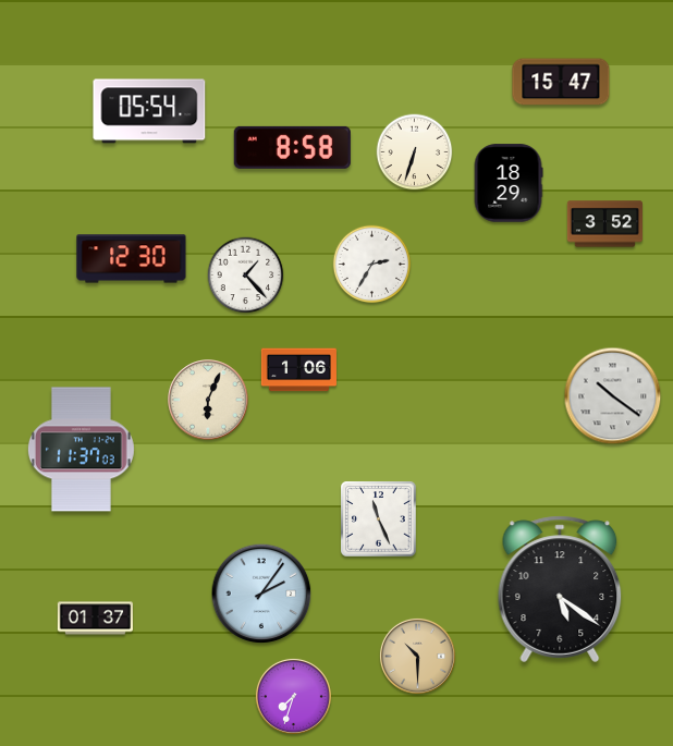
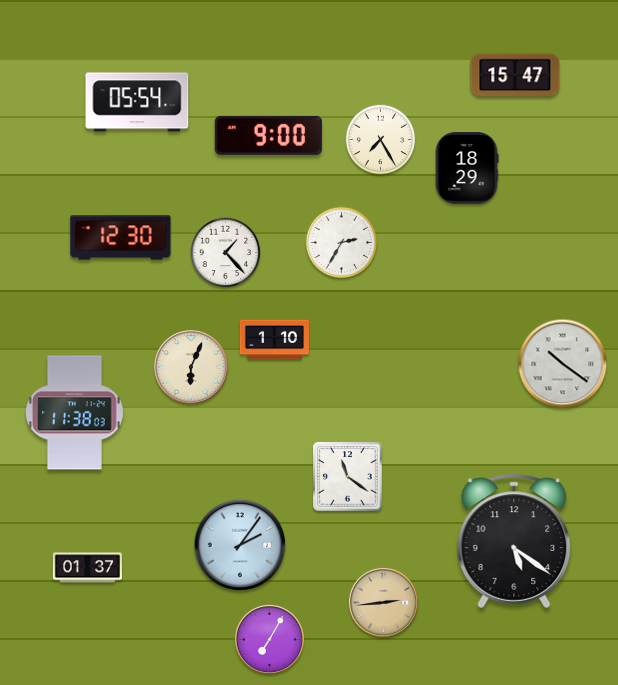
clock at (292, 147): 8:58 -> 9:00
clock at (415, 152): 6:33 -> 7:25
clock at (604, 224): 3:52 -> none
clock at (298, 370): 1:06 -> 1:10
clock at (81, 450): 11:37 -> 11:38
clock at (379, 519): 11:26 -> 11:21
clock at (417, 656): 10:30 -> 2:44
clock at (293, 696): 7:33 -> 7:05
